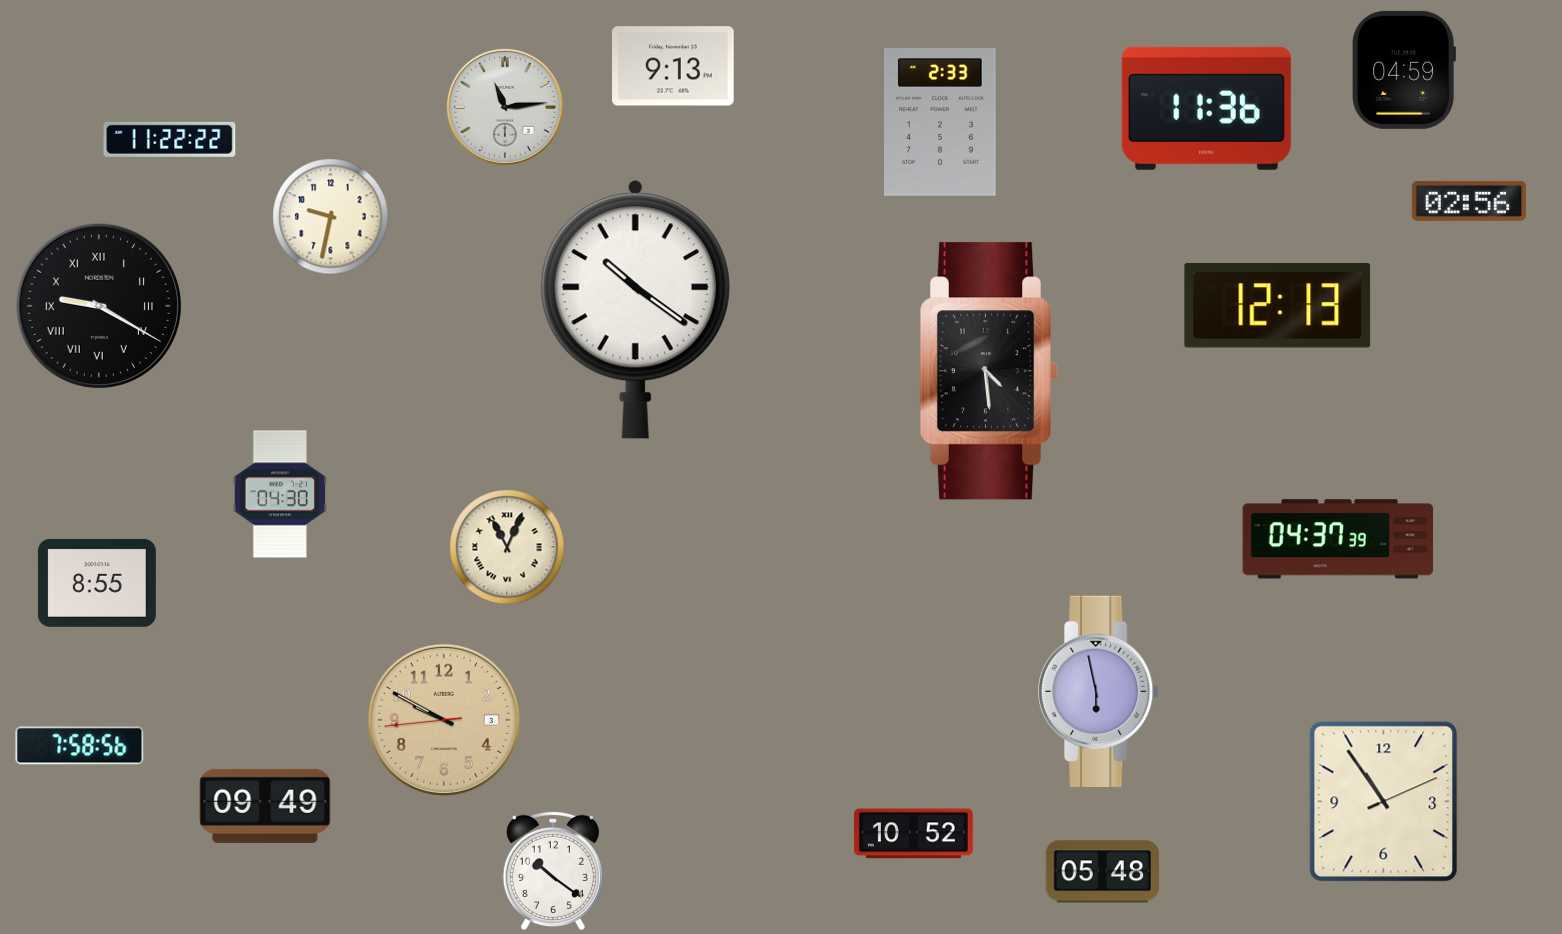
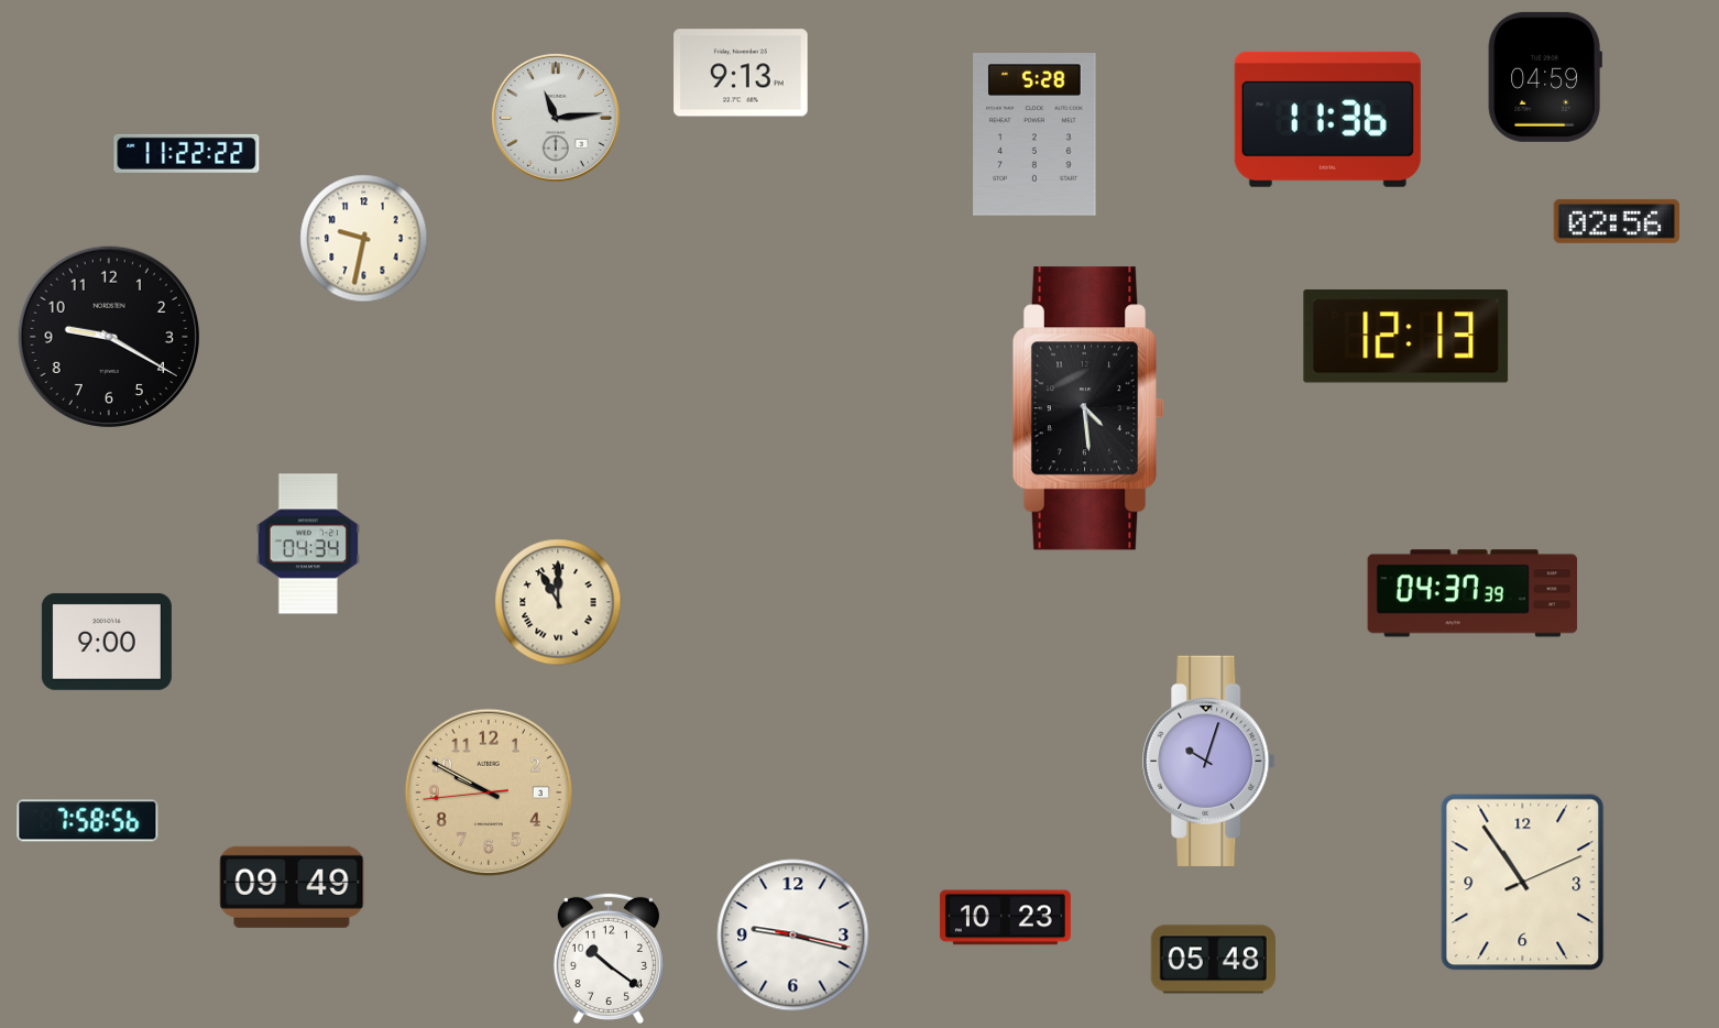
clock at (940, 122): 2:33 -> 5:28
clock at (99, 306) numerals: Roman -> Arabic
clock at (635, 310): 10:21 -> none
clock at (280, 494): 04:30 -> 04:34
clock at (507, 547): 11:04 -> 11:00
clock at (97, 583): 8:55 -> 9:00
clock at (1099, 691): 5:58 -> 10:03
clock at (913, 834): 10:52 -> 10:23
clock at (793, 936): none -> 9:17
